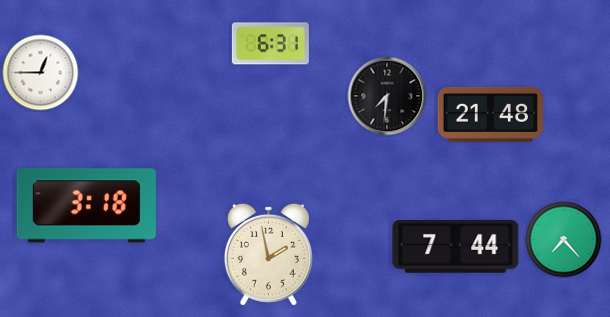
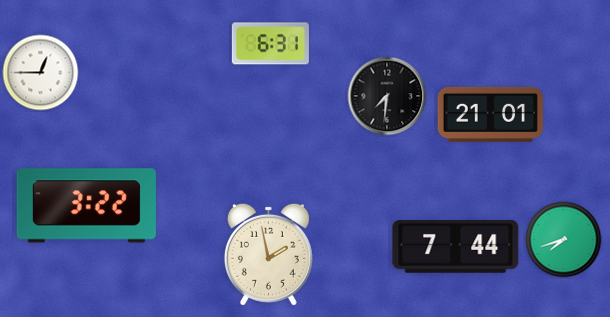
clock at (490, 114): 21:48 -> 21:01
clock at (86, 206): 3:18 -> 3:22
clock at (564, 240): 7:23 -> 7:42
